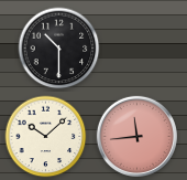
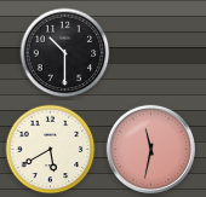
clock at (136, 136): 11:44 -> 11:32
clock at (46, 137): 10:08 -> 5:40
